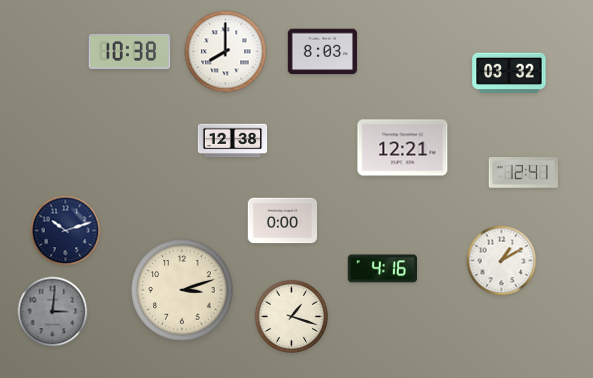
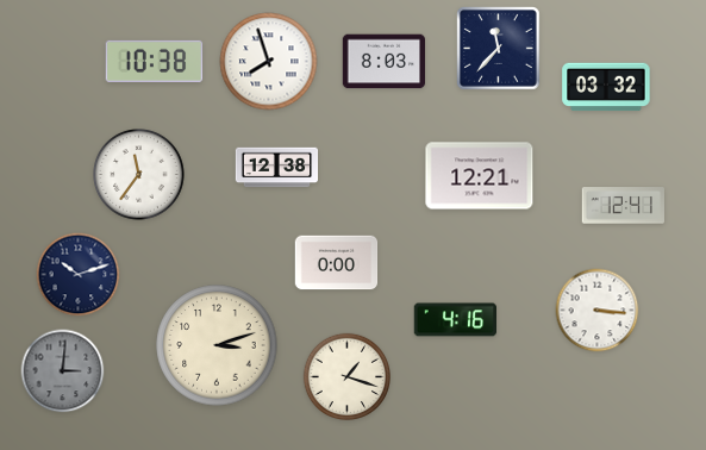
clock at (499, 49): none -> 11:37
clock at (226, 52): 8:00 -> 7:57
clock at (139, 175): none -> 11:36
clock at (502, 261): 1:10 -> 3:16
